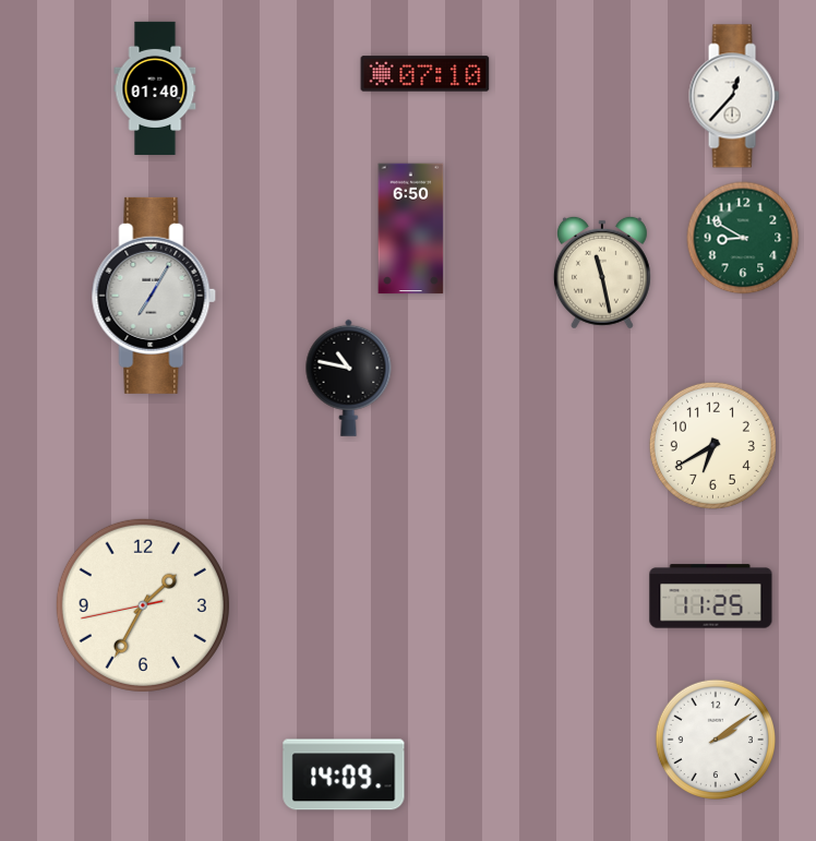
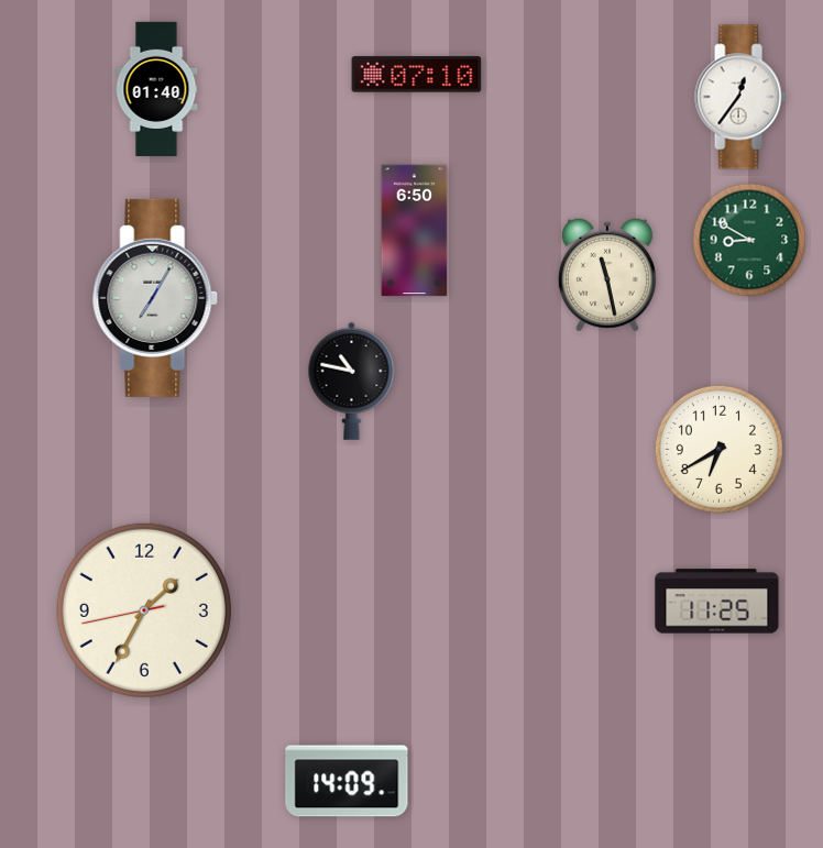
clock at (425, 74) position: (425, 74) -> (417, 75)
clock at (734, 96): 12:37 -> 12:36
clock at (715, 738): 2:09 -> none
